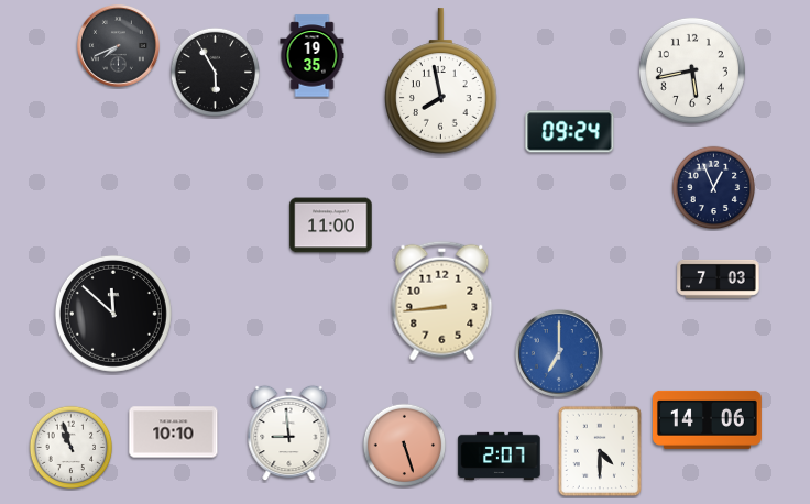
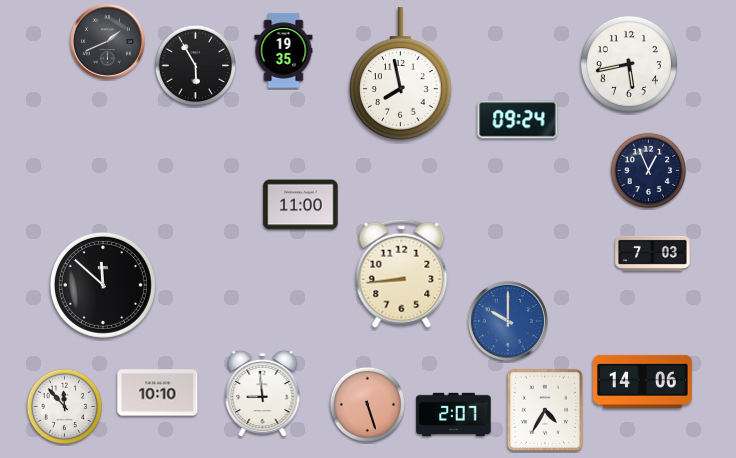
clock at (118, 45): 7:41 -> 1:41
clock at (559, 353): 7:00 -> 10:00
clock at (72, 448): 10:57 -> 11:53
clock at (600, 451): 4:30 -> 4:35
